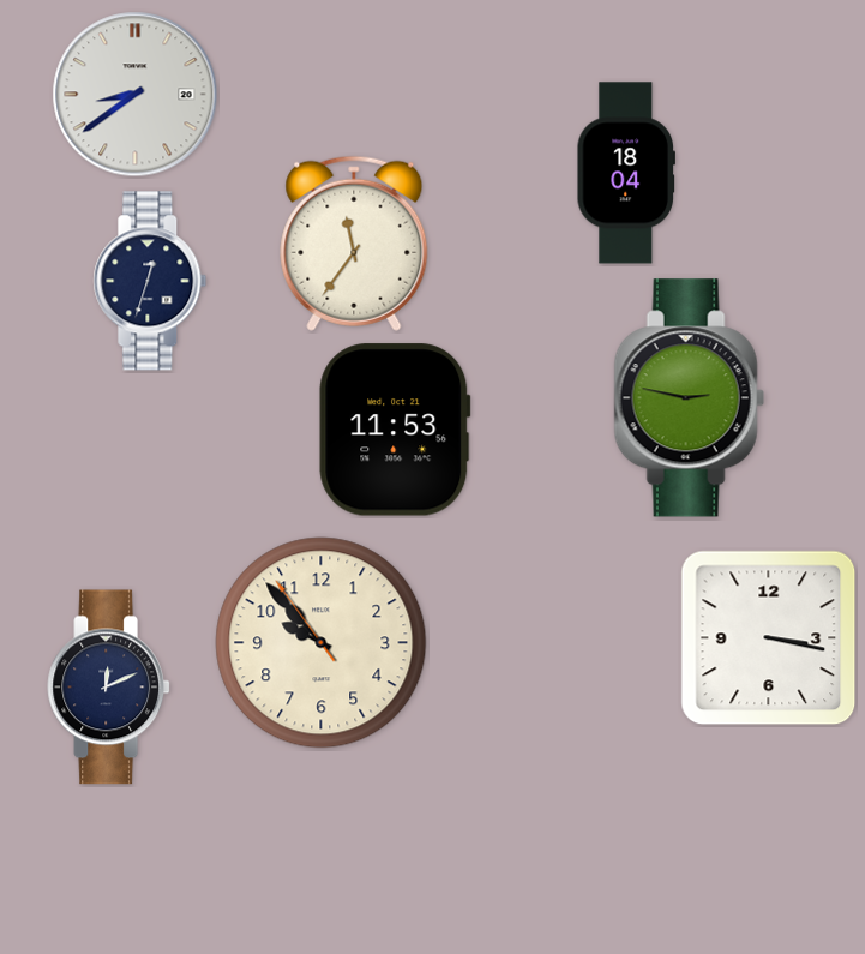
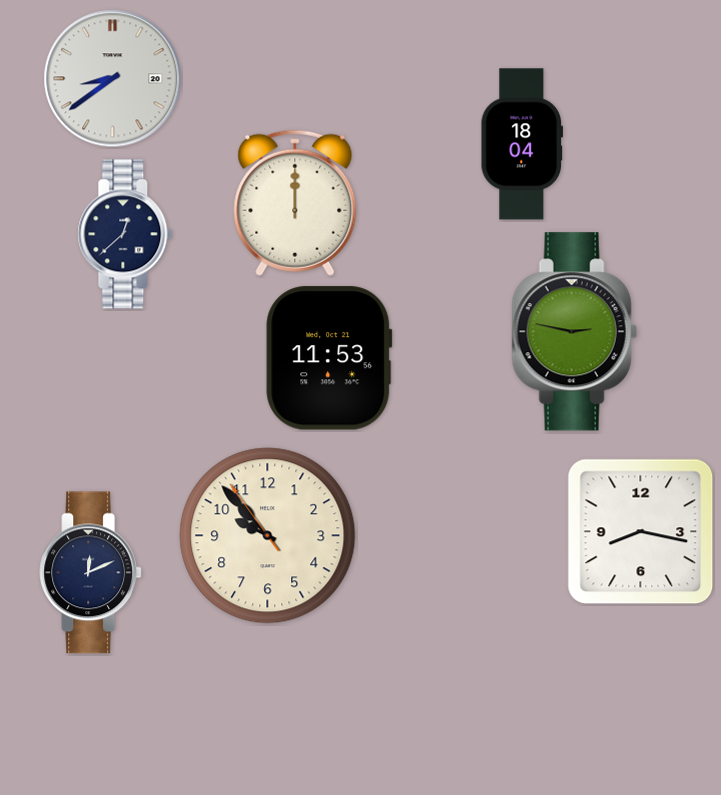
clock at (354, 244): 11:36 -> 12:00
clock at (150, 281): 12:33 -> 12:38
clock at (769, 638): 3:17 -> 8:17
